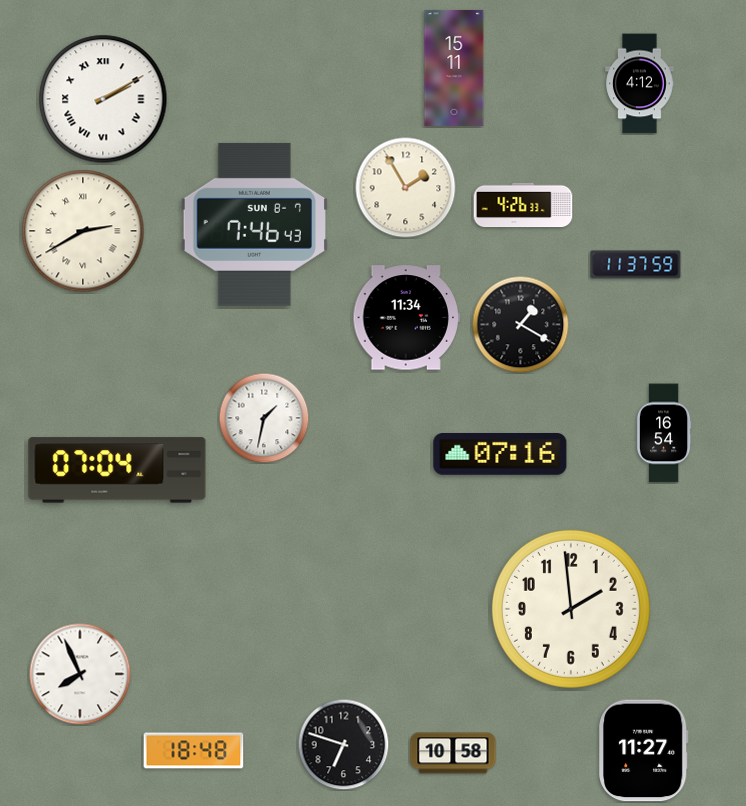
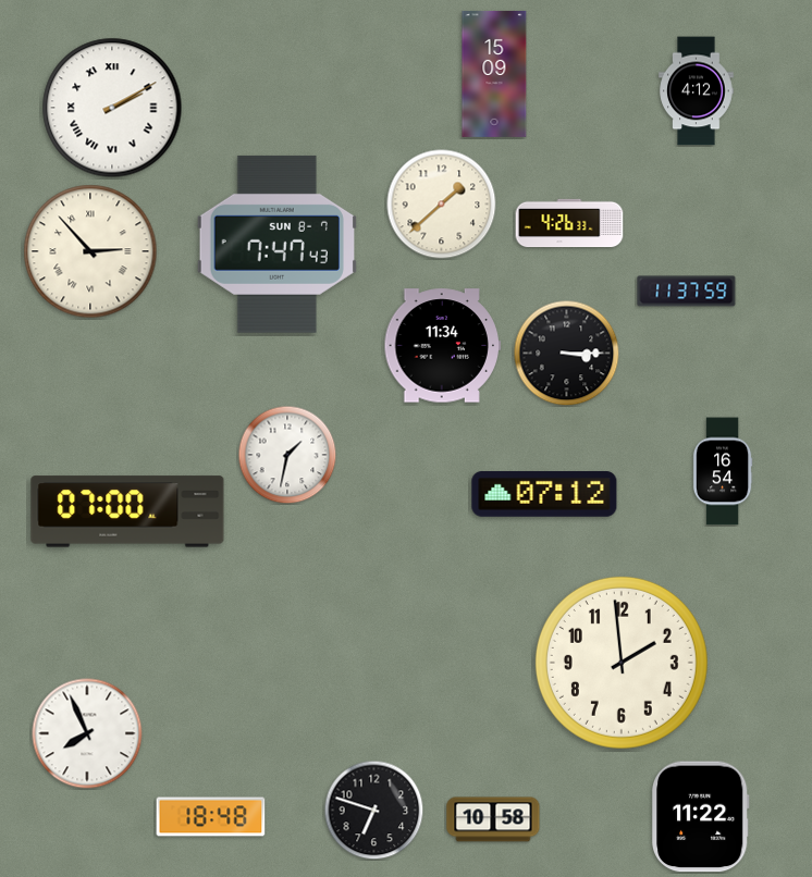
clock at (454, 68): 15:11 -> 15:09
clock at (406, 188): 1:55 -> 1:38
clock at (254, 224): 7:46 -> 7:47
clock at (83, 231): 2:40 -> 2:53
clock at (636, 265) position: (636, 265) -> (687, 292)
clock at (520, 324): 1:20 -> 3:15
clock at (500, 455): 07:16 -> 07:12
clock at (117, 470): 07:04 -> 07:00
clock at (643, 751): 11:27 -> 11:22
